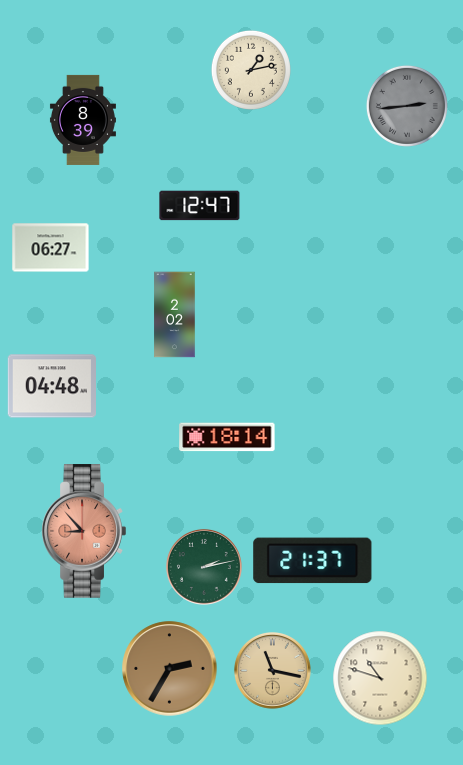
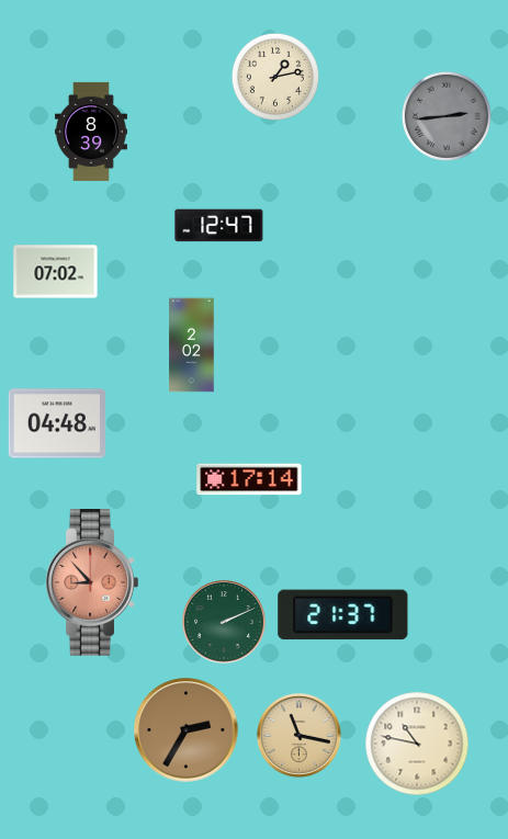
clock at (51, 248): 06:27 -> 07:02
clock at (227, 437): 18:14 -> 17:14
clock at (204, 567): 2:13 -> 2:11
clock at (170, 669) position: (170, 669) -> (187, 730)
clock at (380, 678): 10:48 -> 10:47
